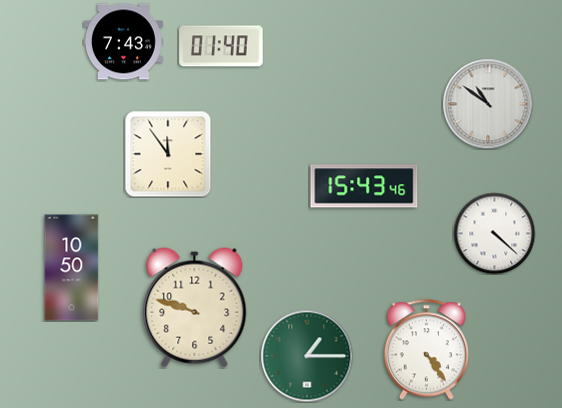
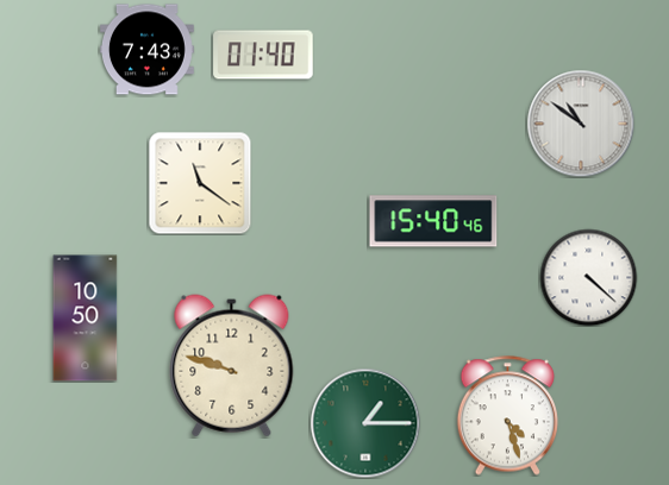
clock at (168, 154): 11:54 -> 11:21
clock at (364, 186): 15:43 -> 15:40
clock at (426, 350): 4:24 -> 4:27
